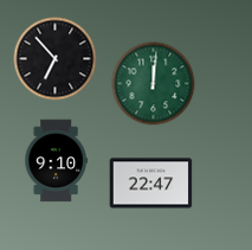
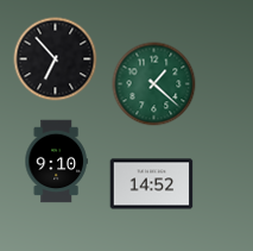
clock at (154, 84): 12:01 -> 1:22
clock at (151, 184): 22:47 -> 14:52
